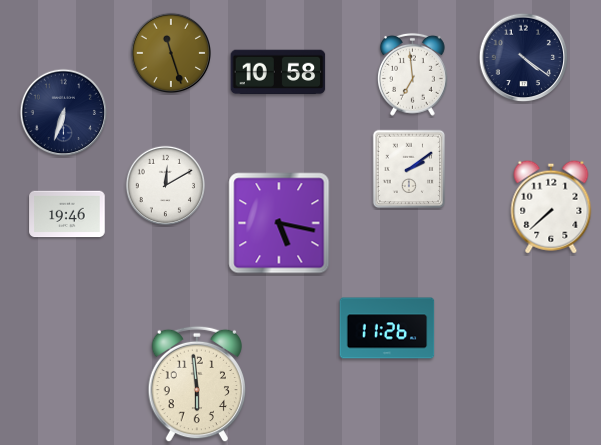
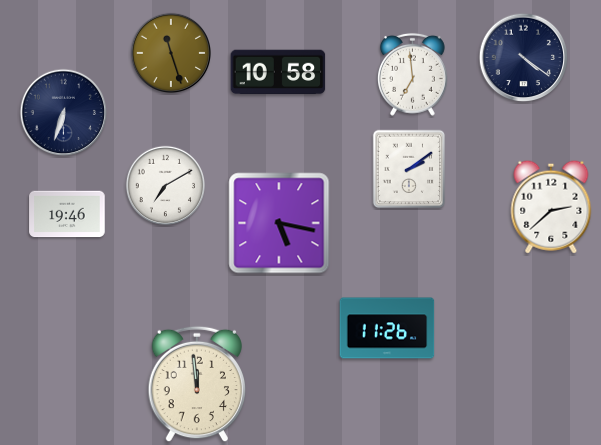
clock at (165, 185): 12:10 -> 7:10
clock at (551, 207): 7:38 -> 2:38
clock at (196, 384): 5:59 -> 11:59
